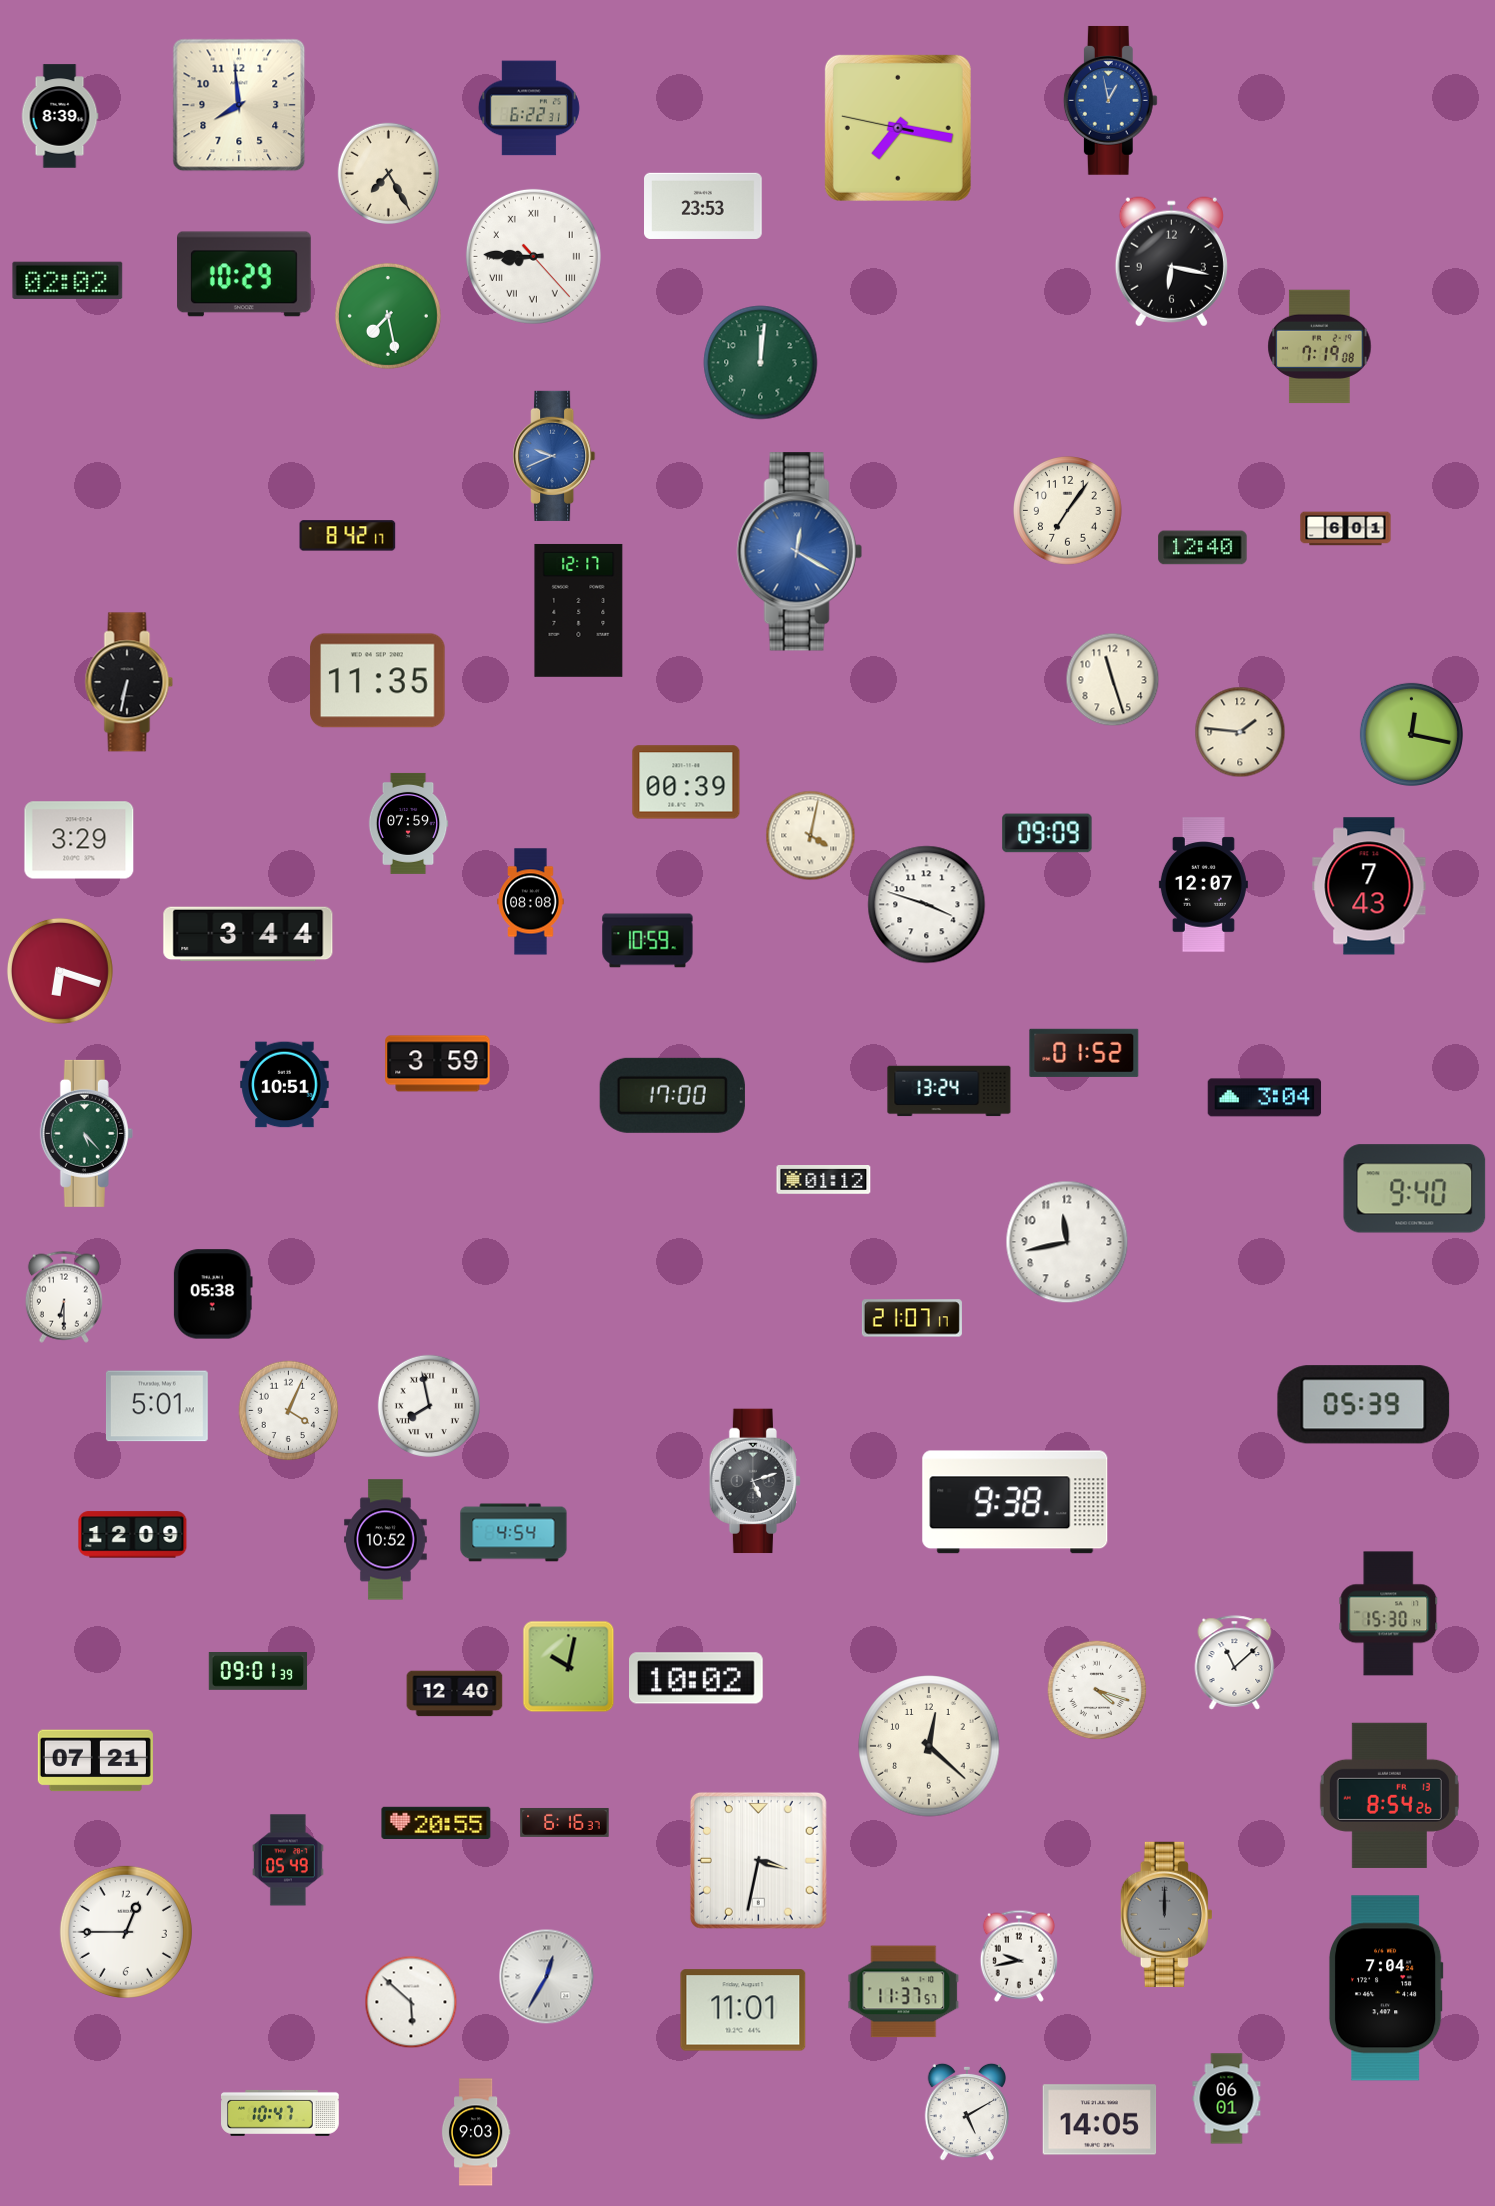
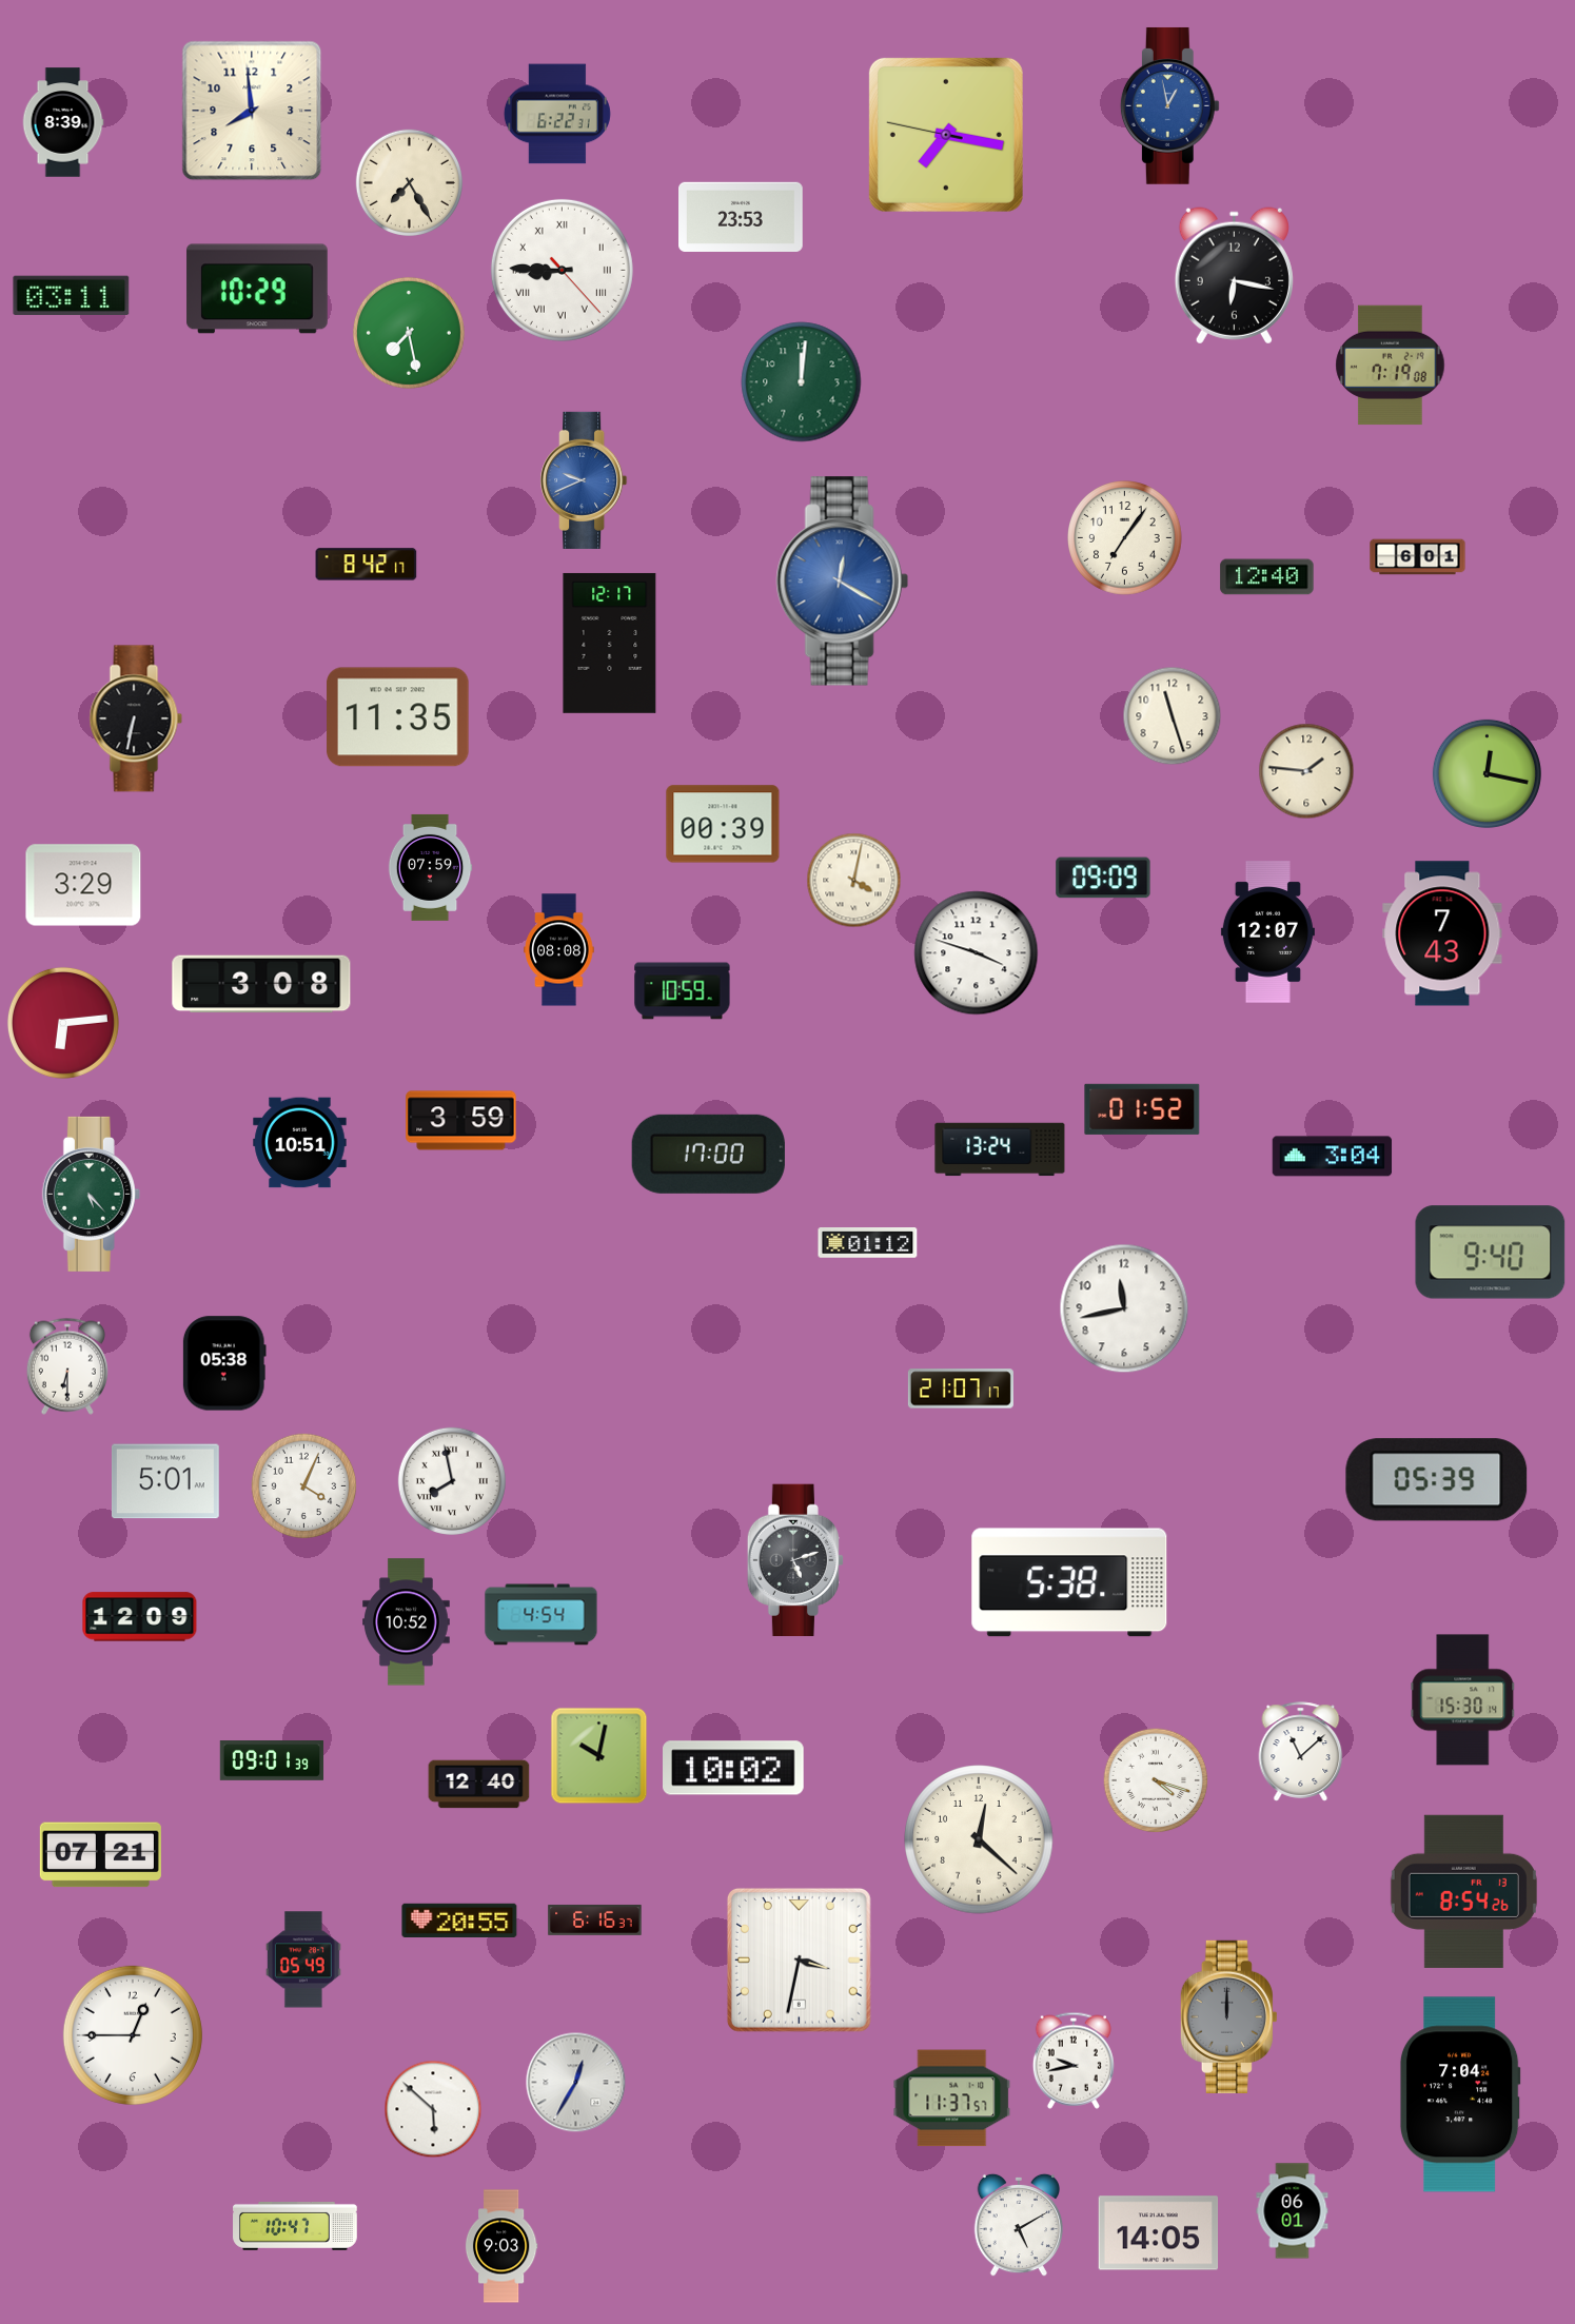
clock at (68, 280): 02:02 -> 03:11
clock at (248, 934): 3:44 -> 3:08
clock at (60, 971): 6:18 -> 6:14
clock at (1015, 1502): 9:38 -> 5:38
clock at (743, 2010): 11:01 -> none
